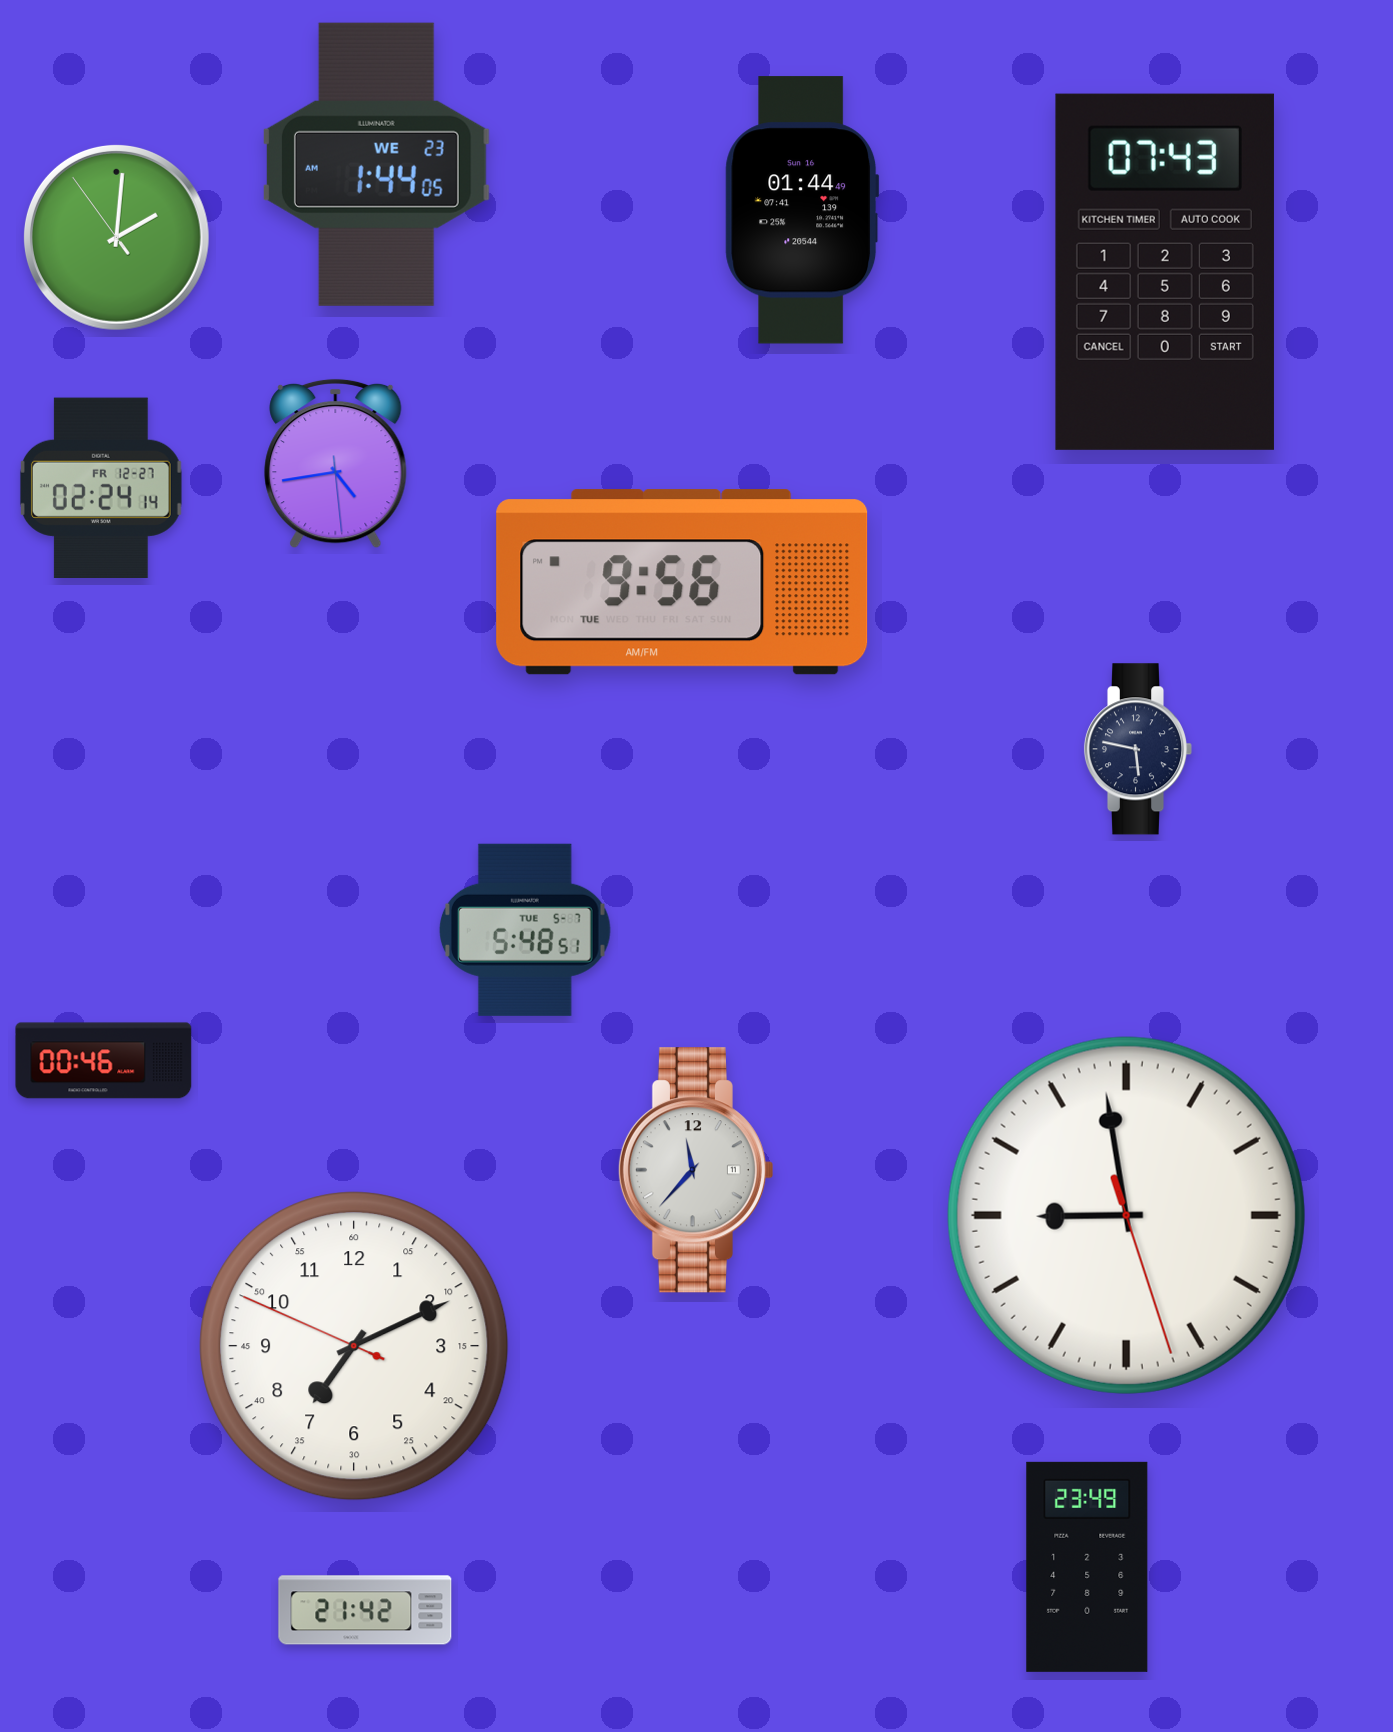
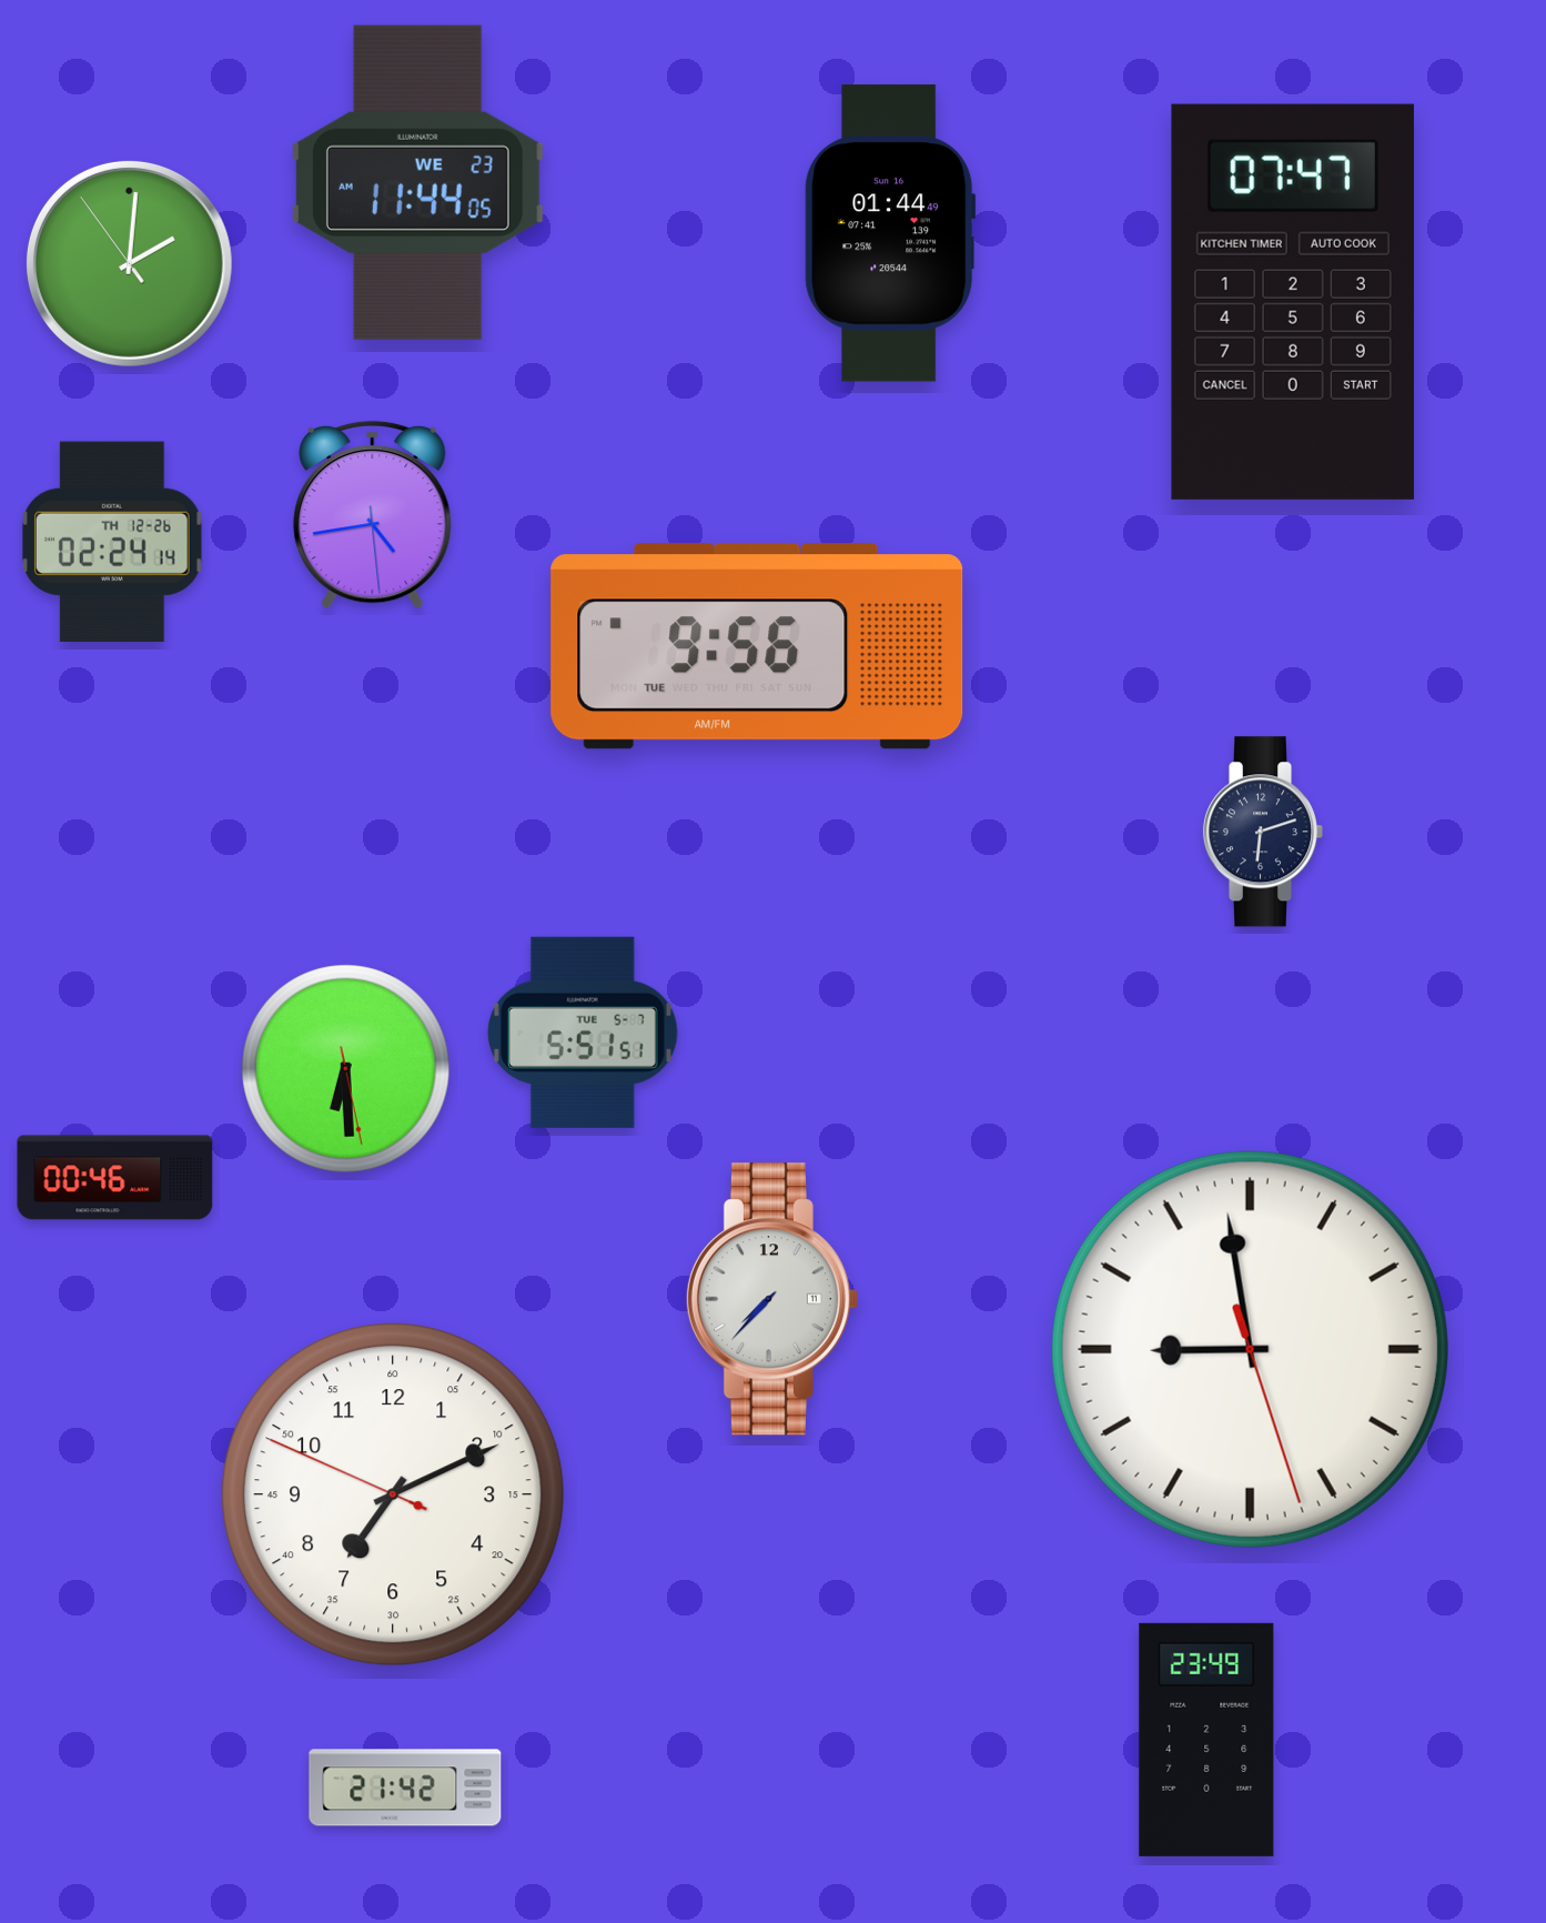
clock at (376, 164): 1:44 -> 11:44
clock at (1165, 272): 07:43 -> 07:47
clock at (101, 487) date: FR 12-27 -> TH 12-26
clock at (1138, 749): 5:47 -> 6:12
clock at (525, 930): 5:48 -> 5:51
clock at (346, 1069): none -> 6:29
clock at (695, 1170): 11:37 -> 7:37
